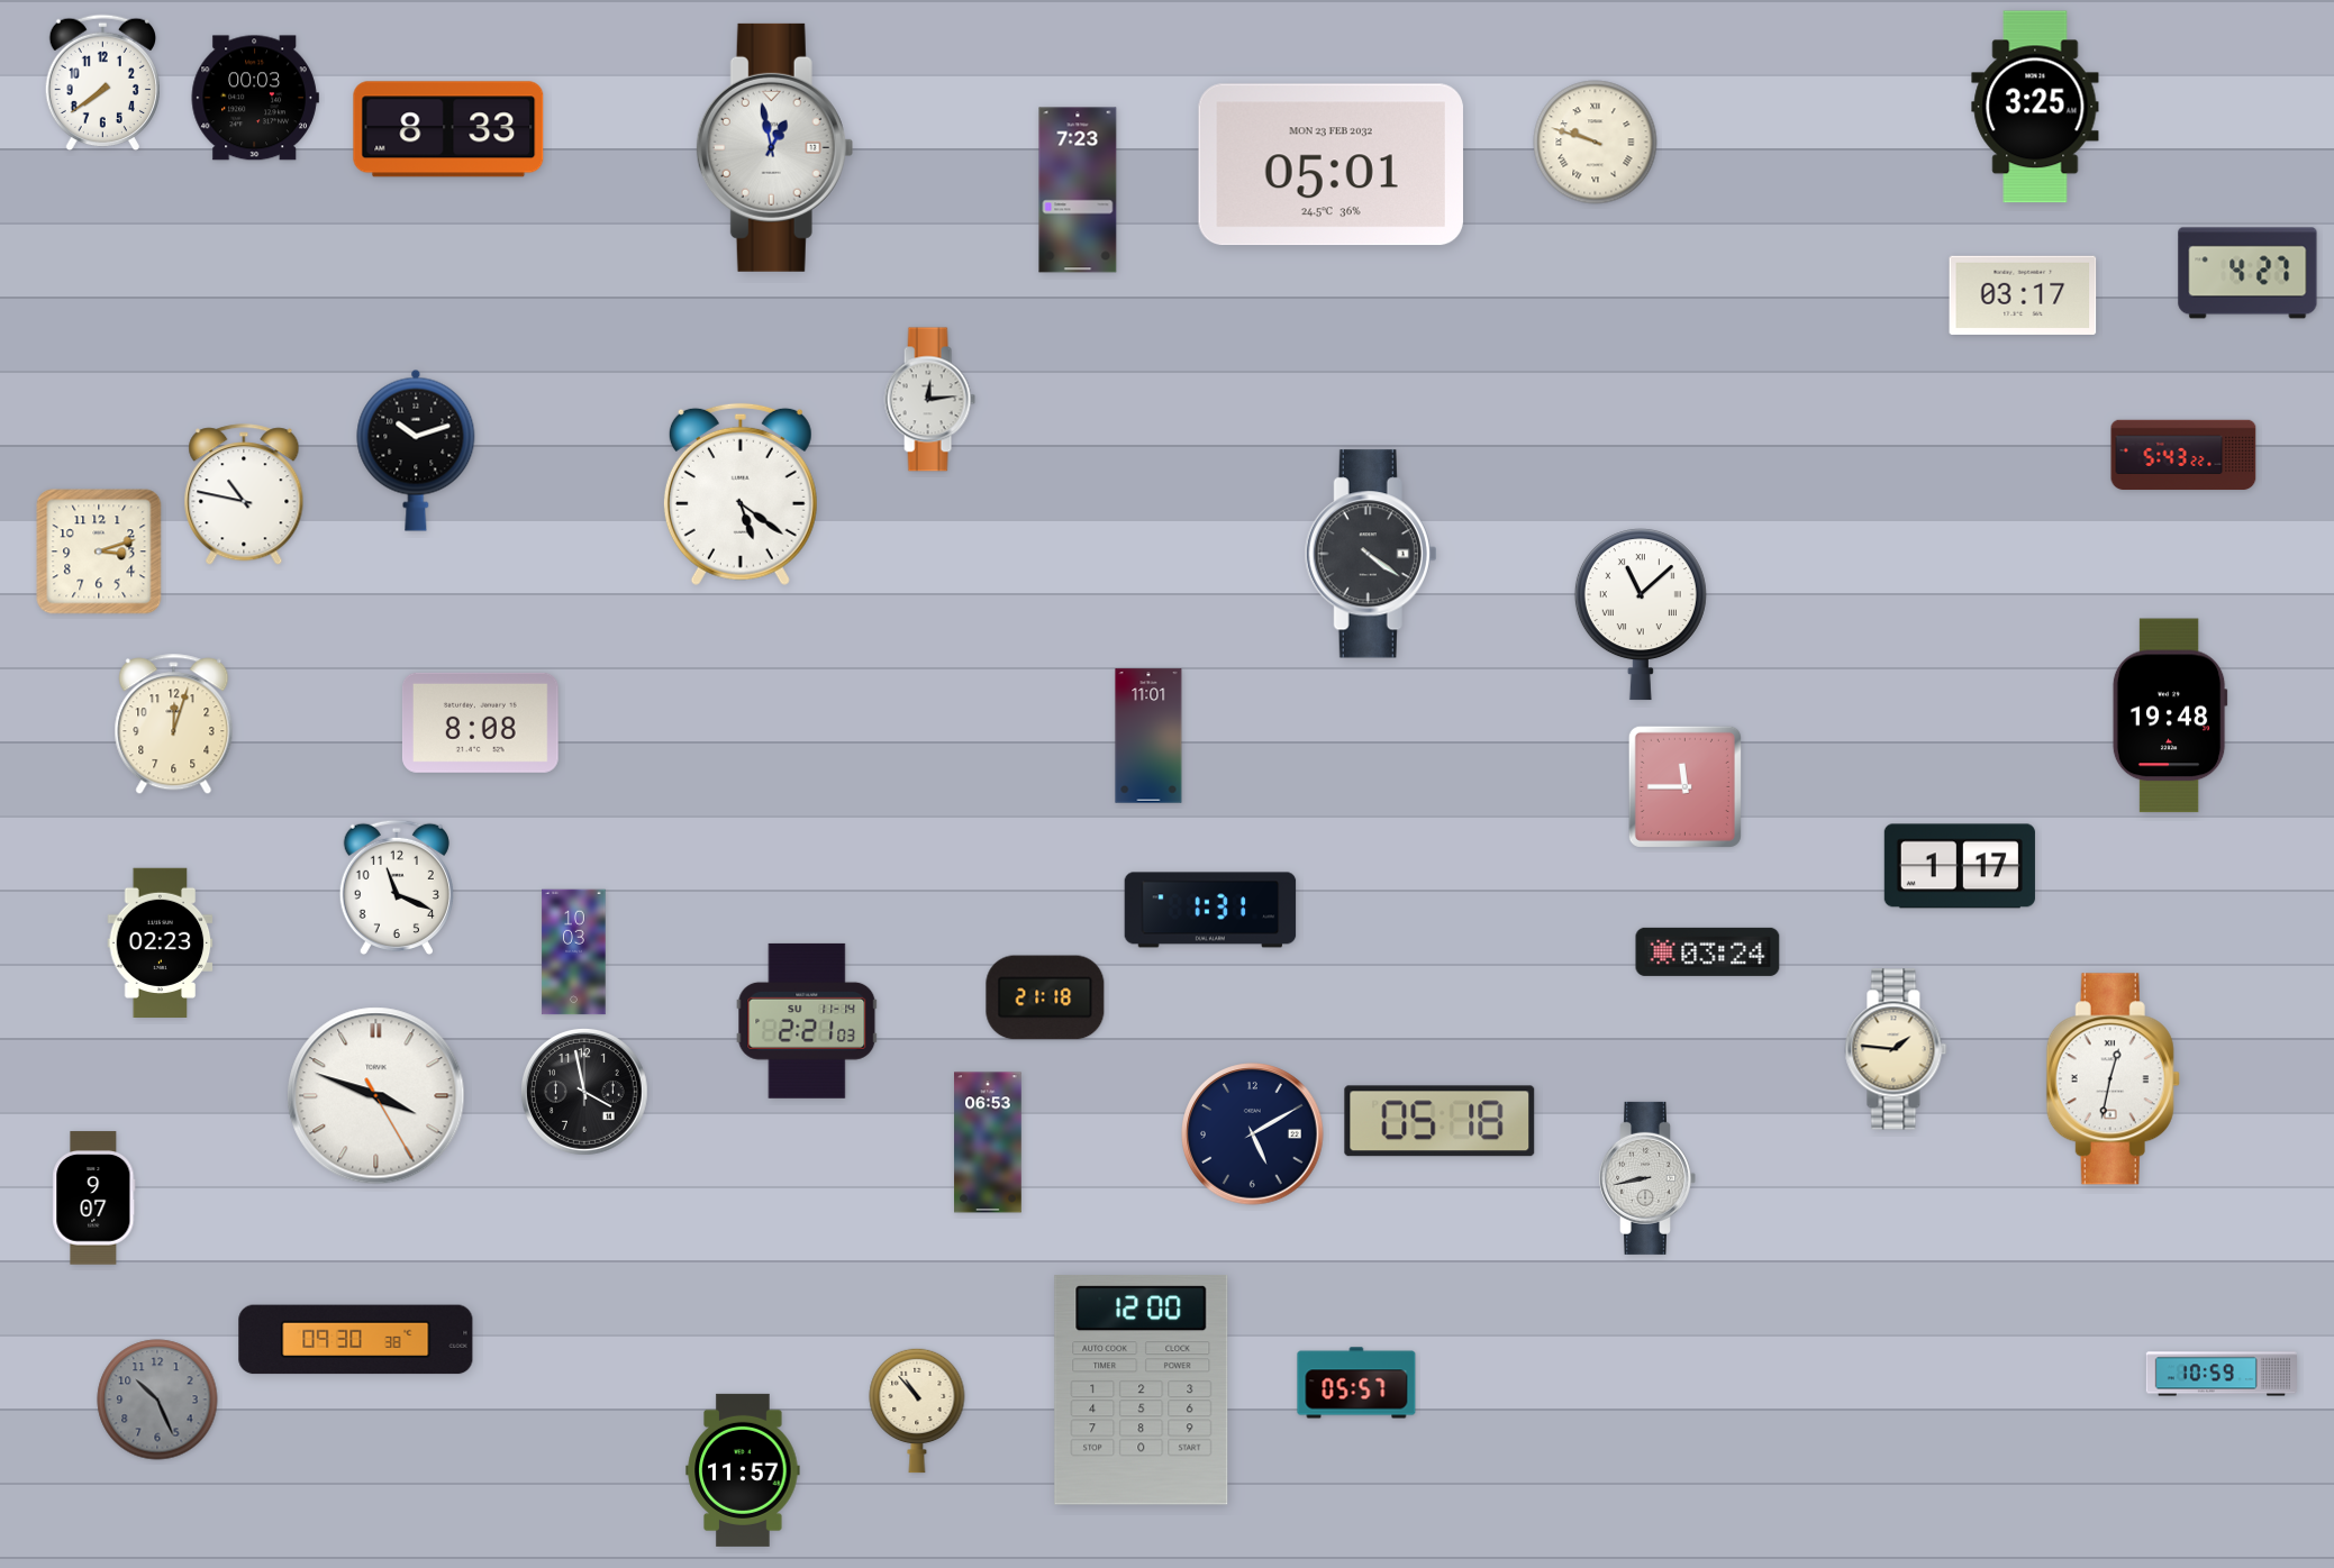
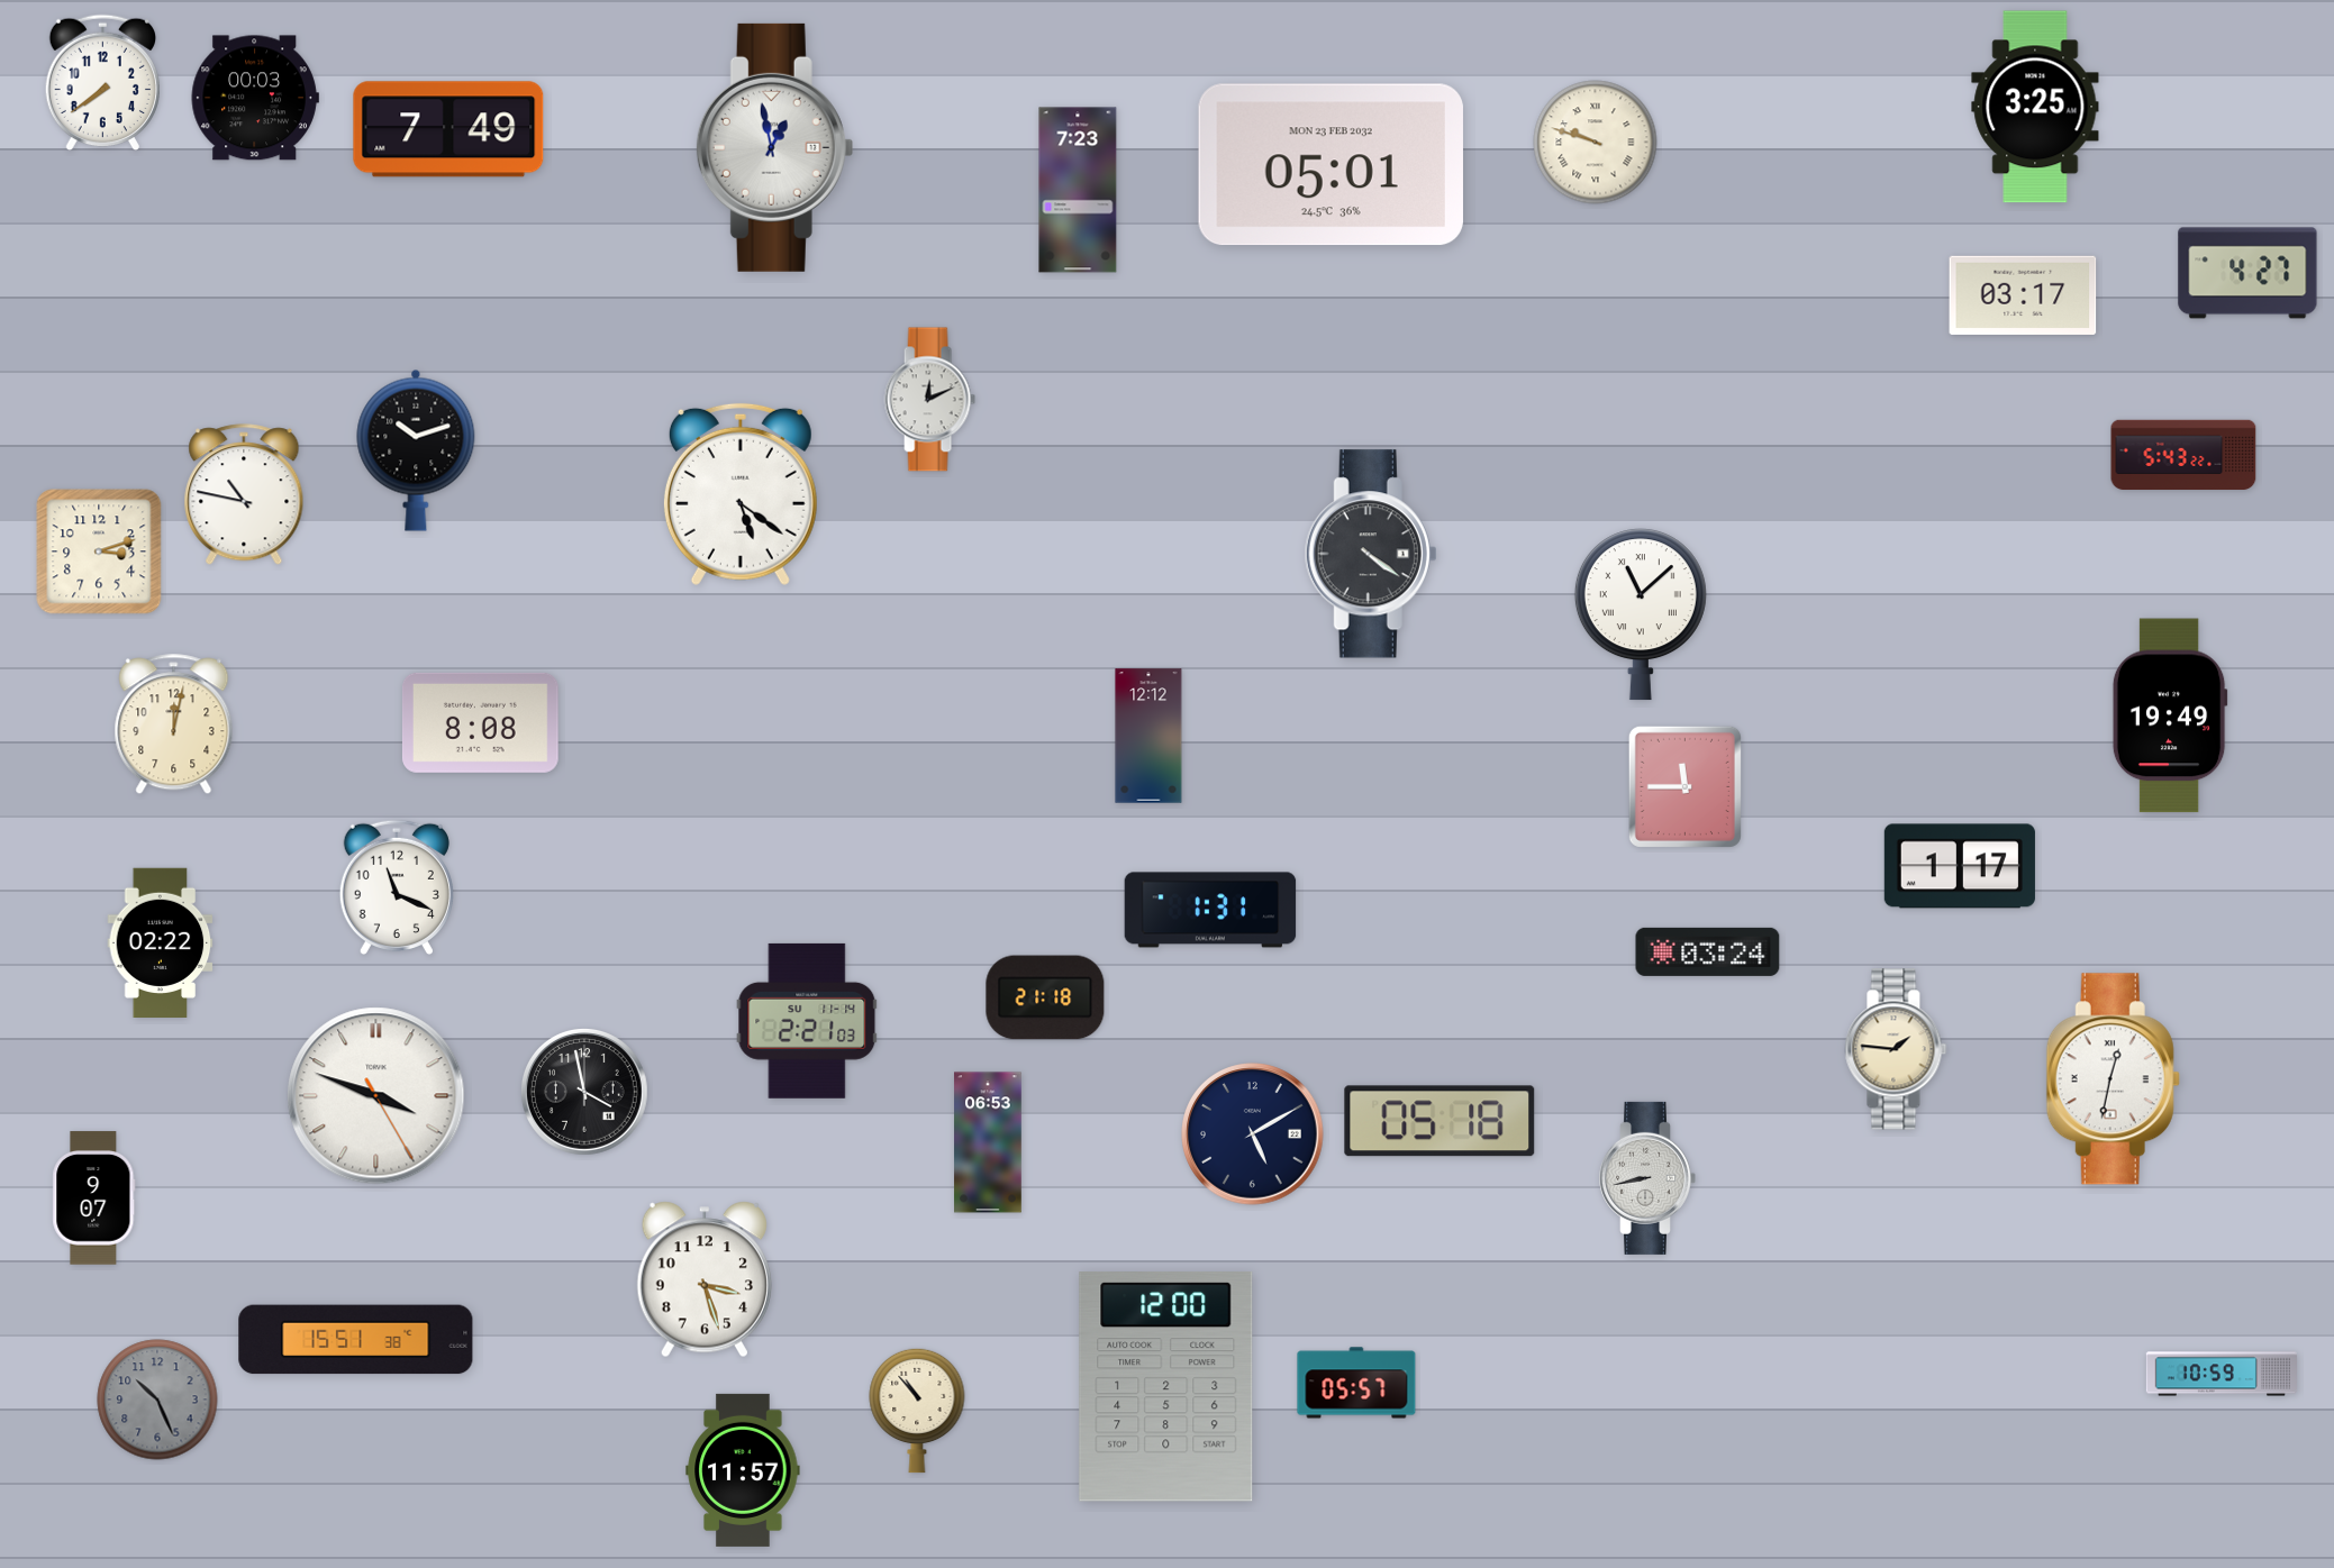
clock at (448, 129): 8:33 -> 7:49
clock at (929, 400): 12:14 -> 12:11
clock at (2170, 715): 19:48 -> 19:49
clock at (174, 724): 12:03 -> 12:02
clock at (1148, 736): 11:01 -> 12:12
clock at (161, 942): 02:23 -> 02:22
clock at (574, 952): 10:03 -> none
clock at (705, 1279): none -> 3:27
clock at (356, 1340): 09:30 -> 15:51
clock at (1142, 1391) position: (1142, 1391) -> (1166, 1387)
